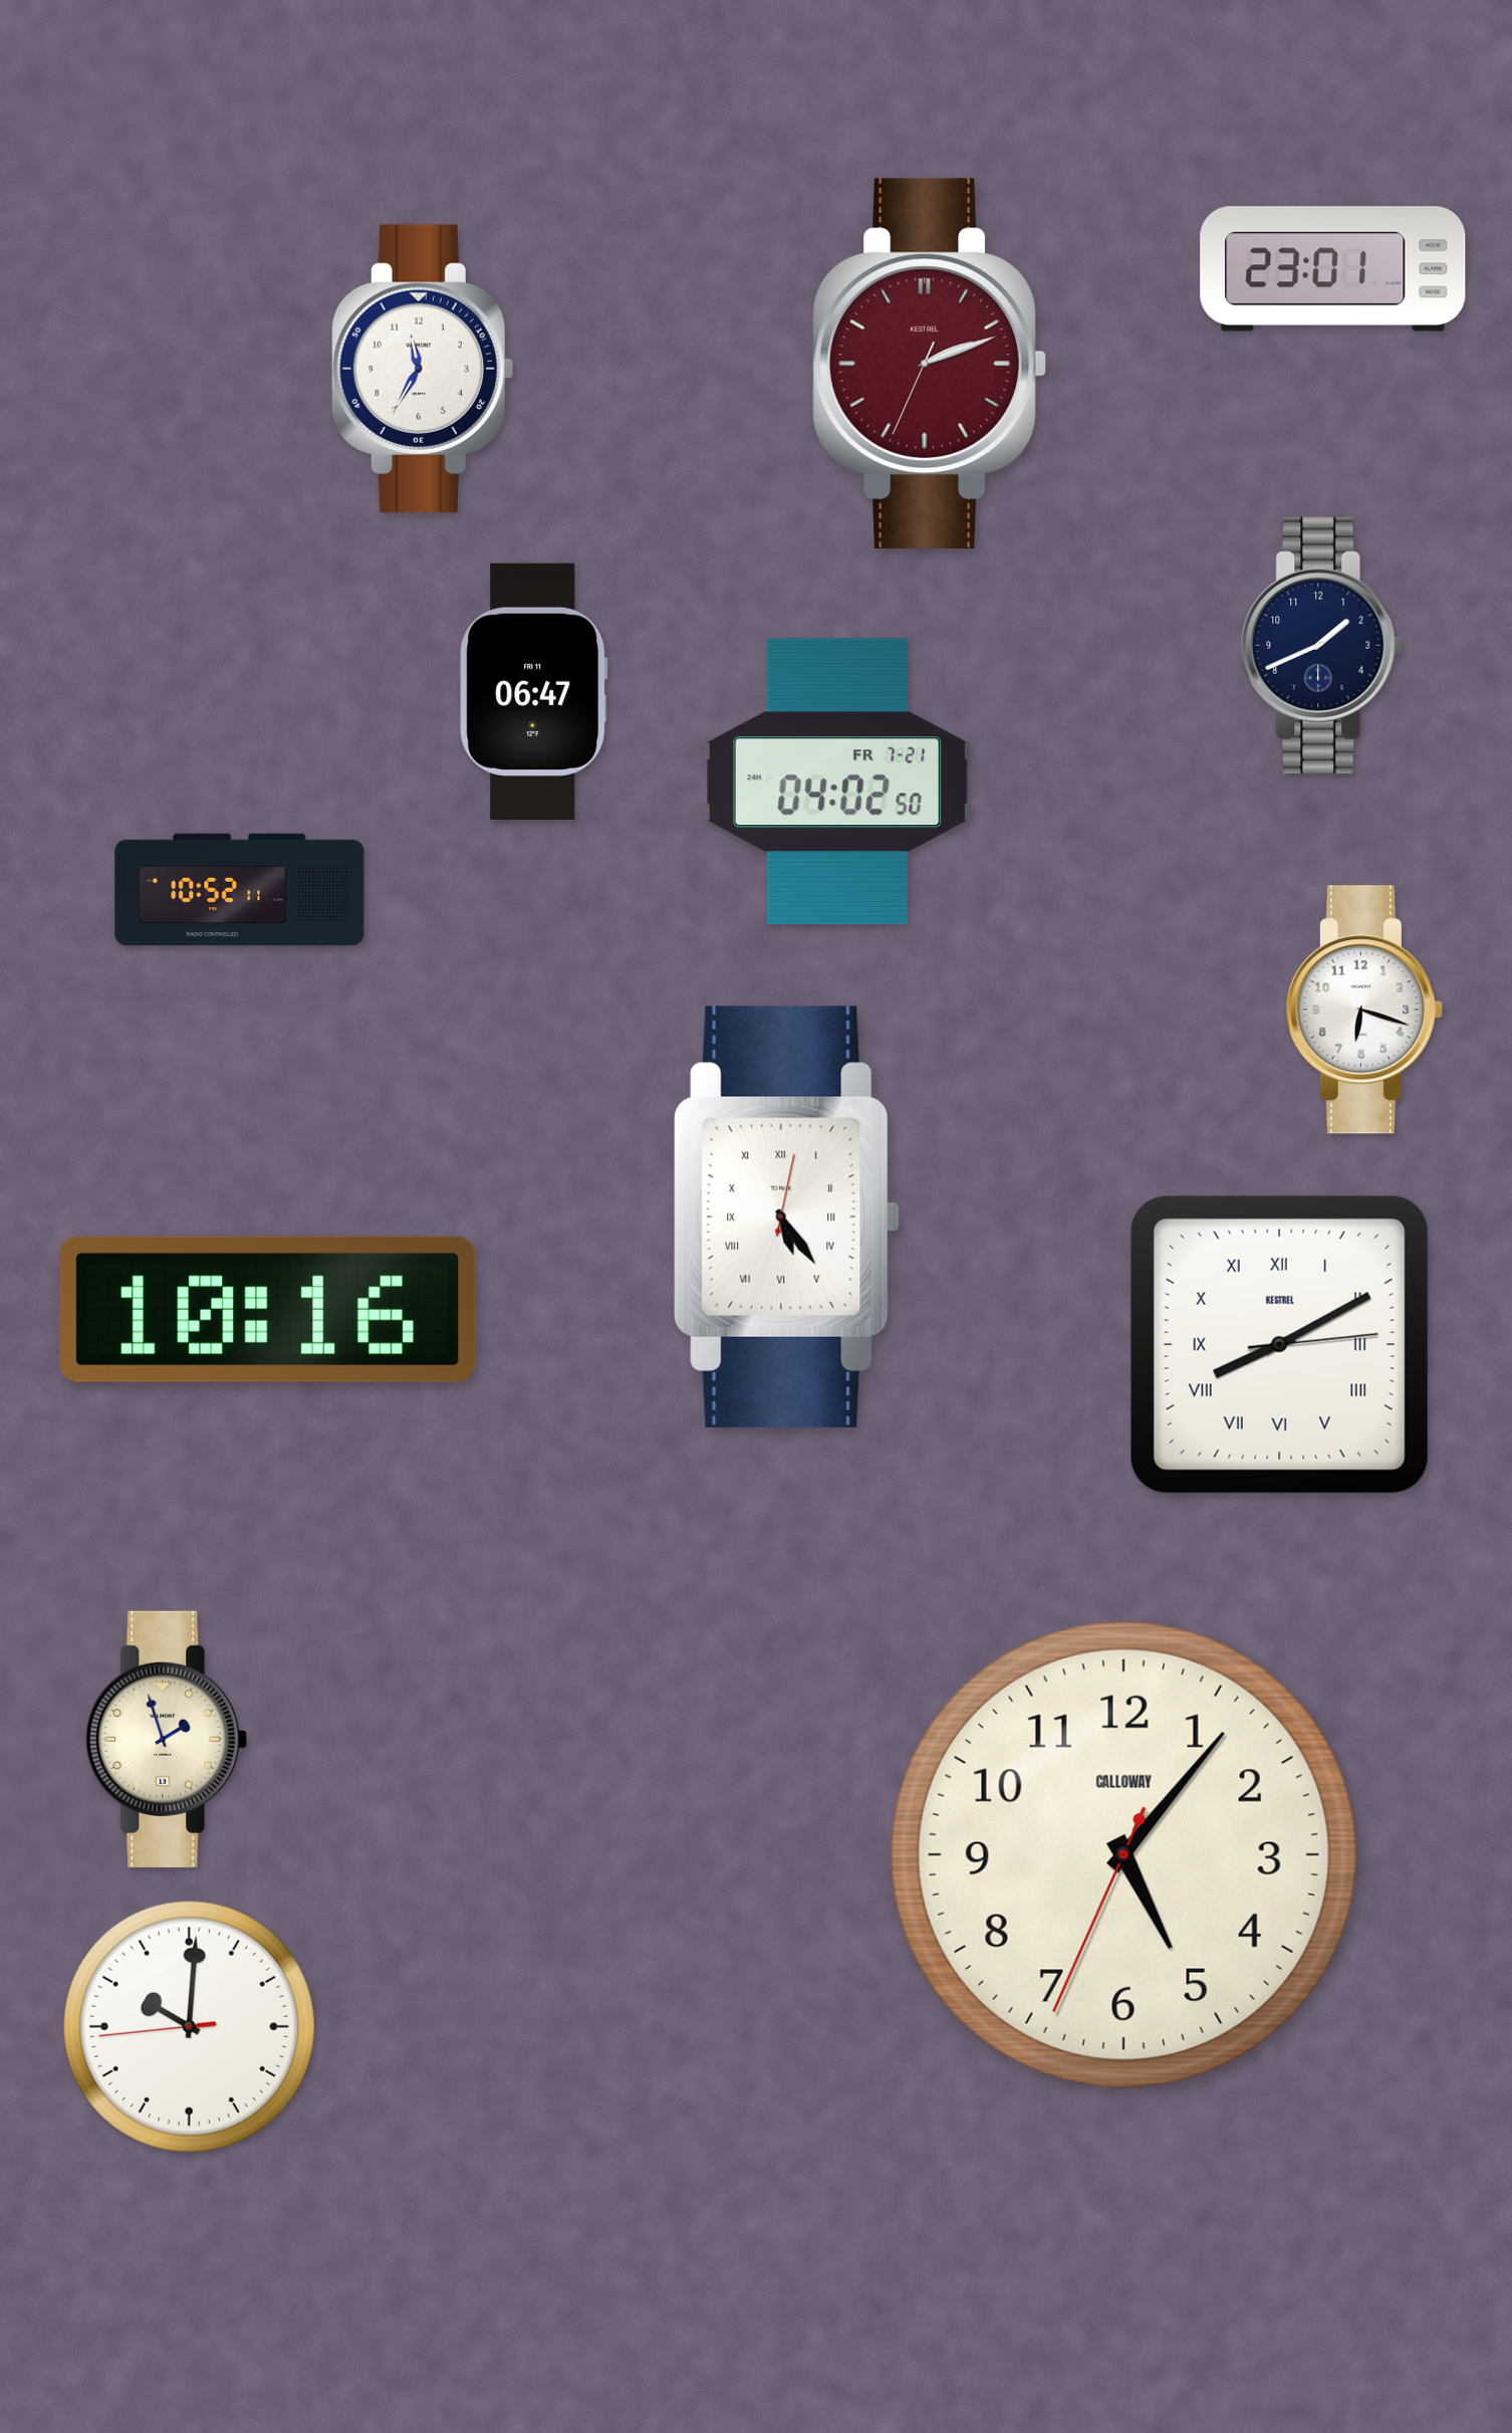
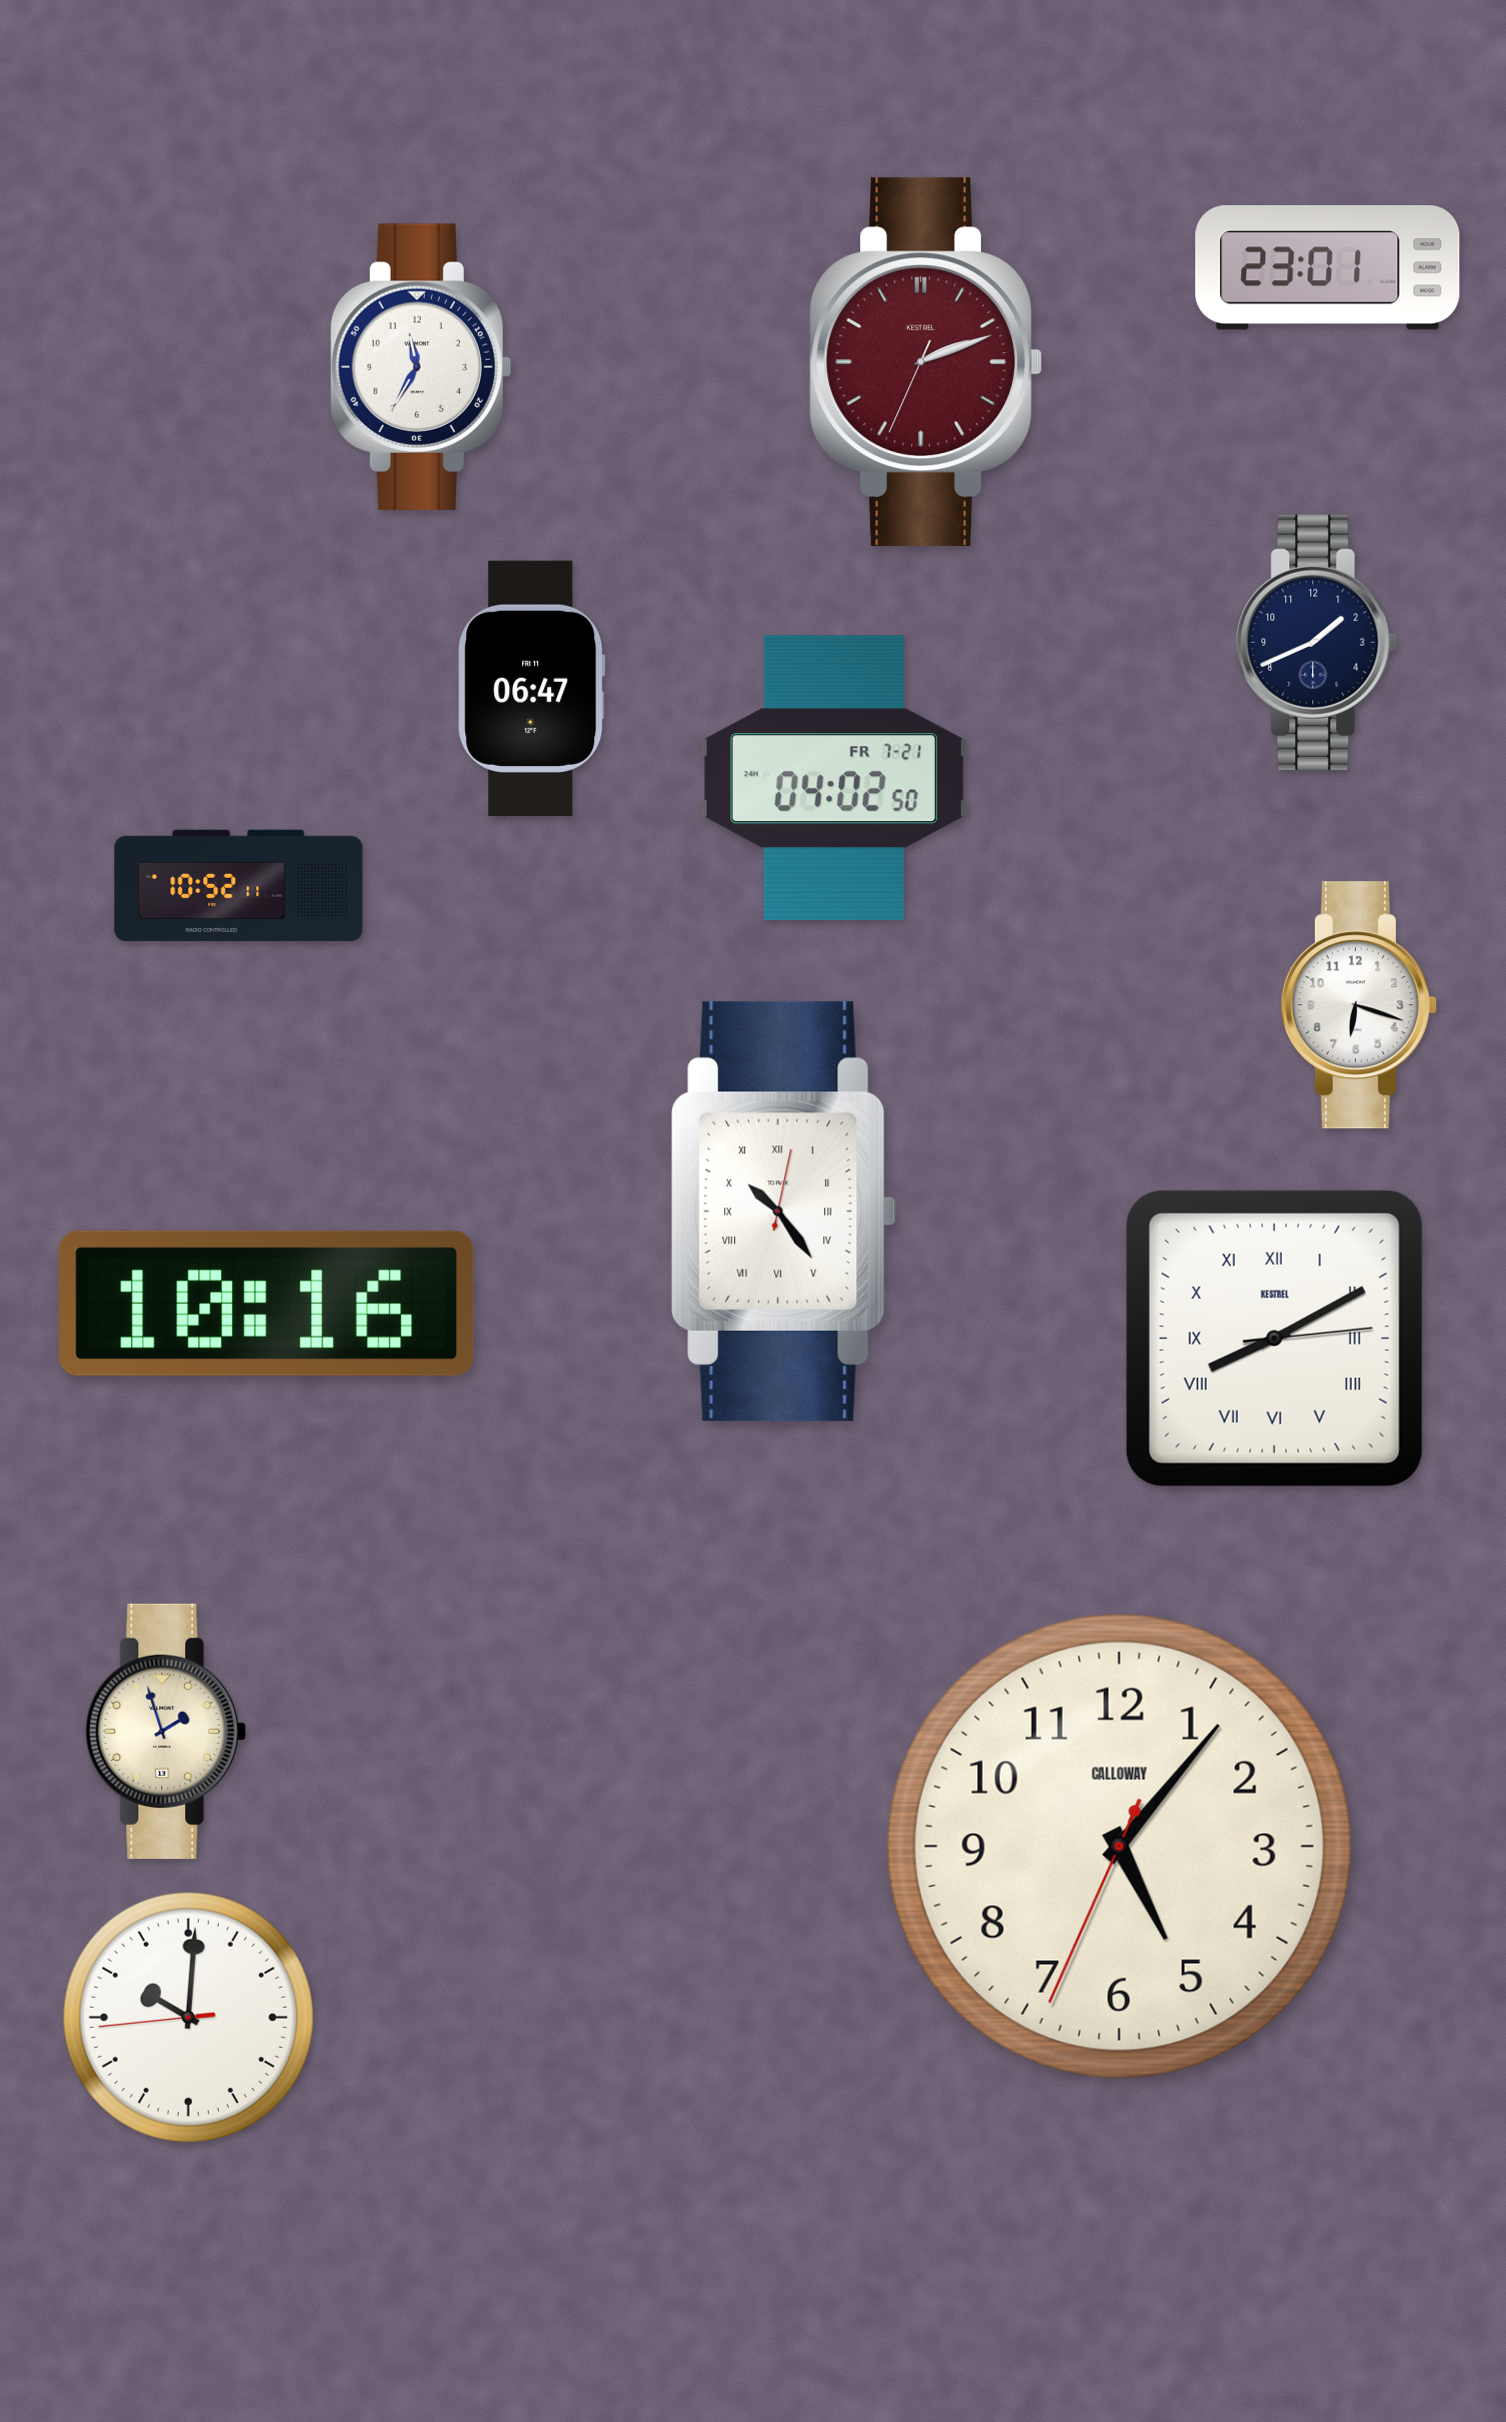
clock at (787, 1216): 5:24 -> 10:24
